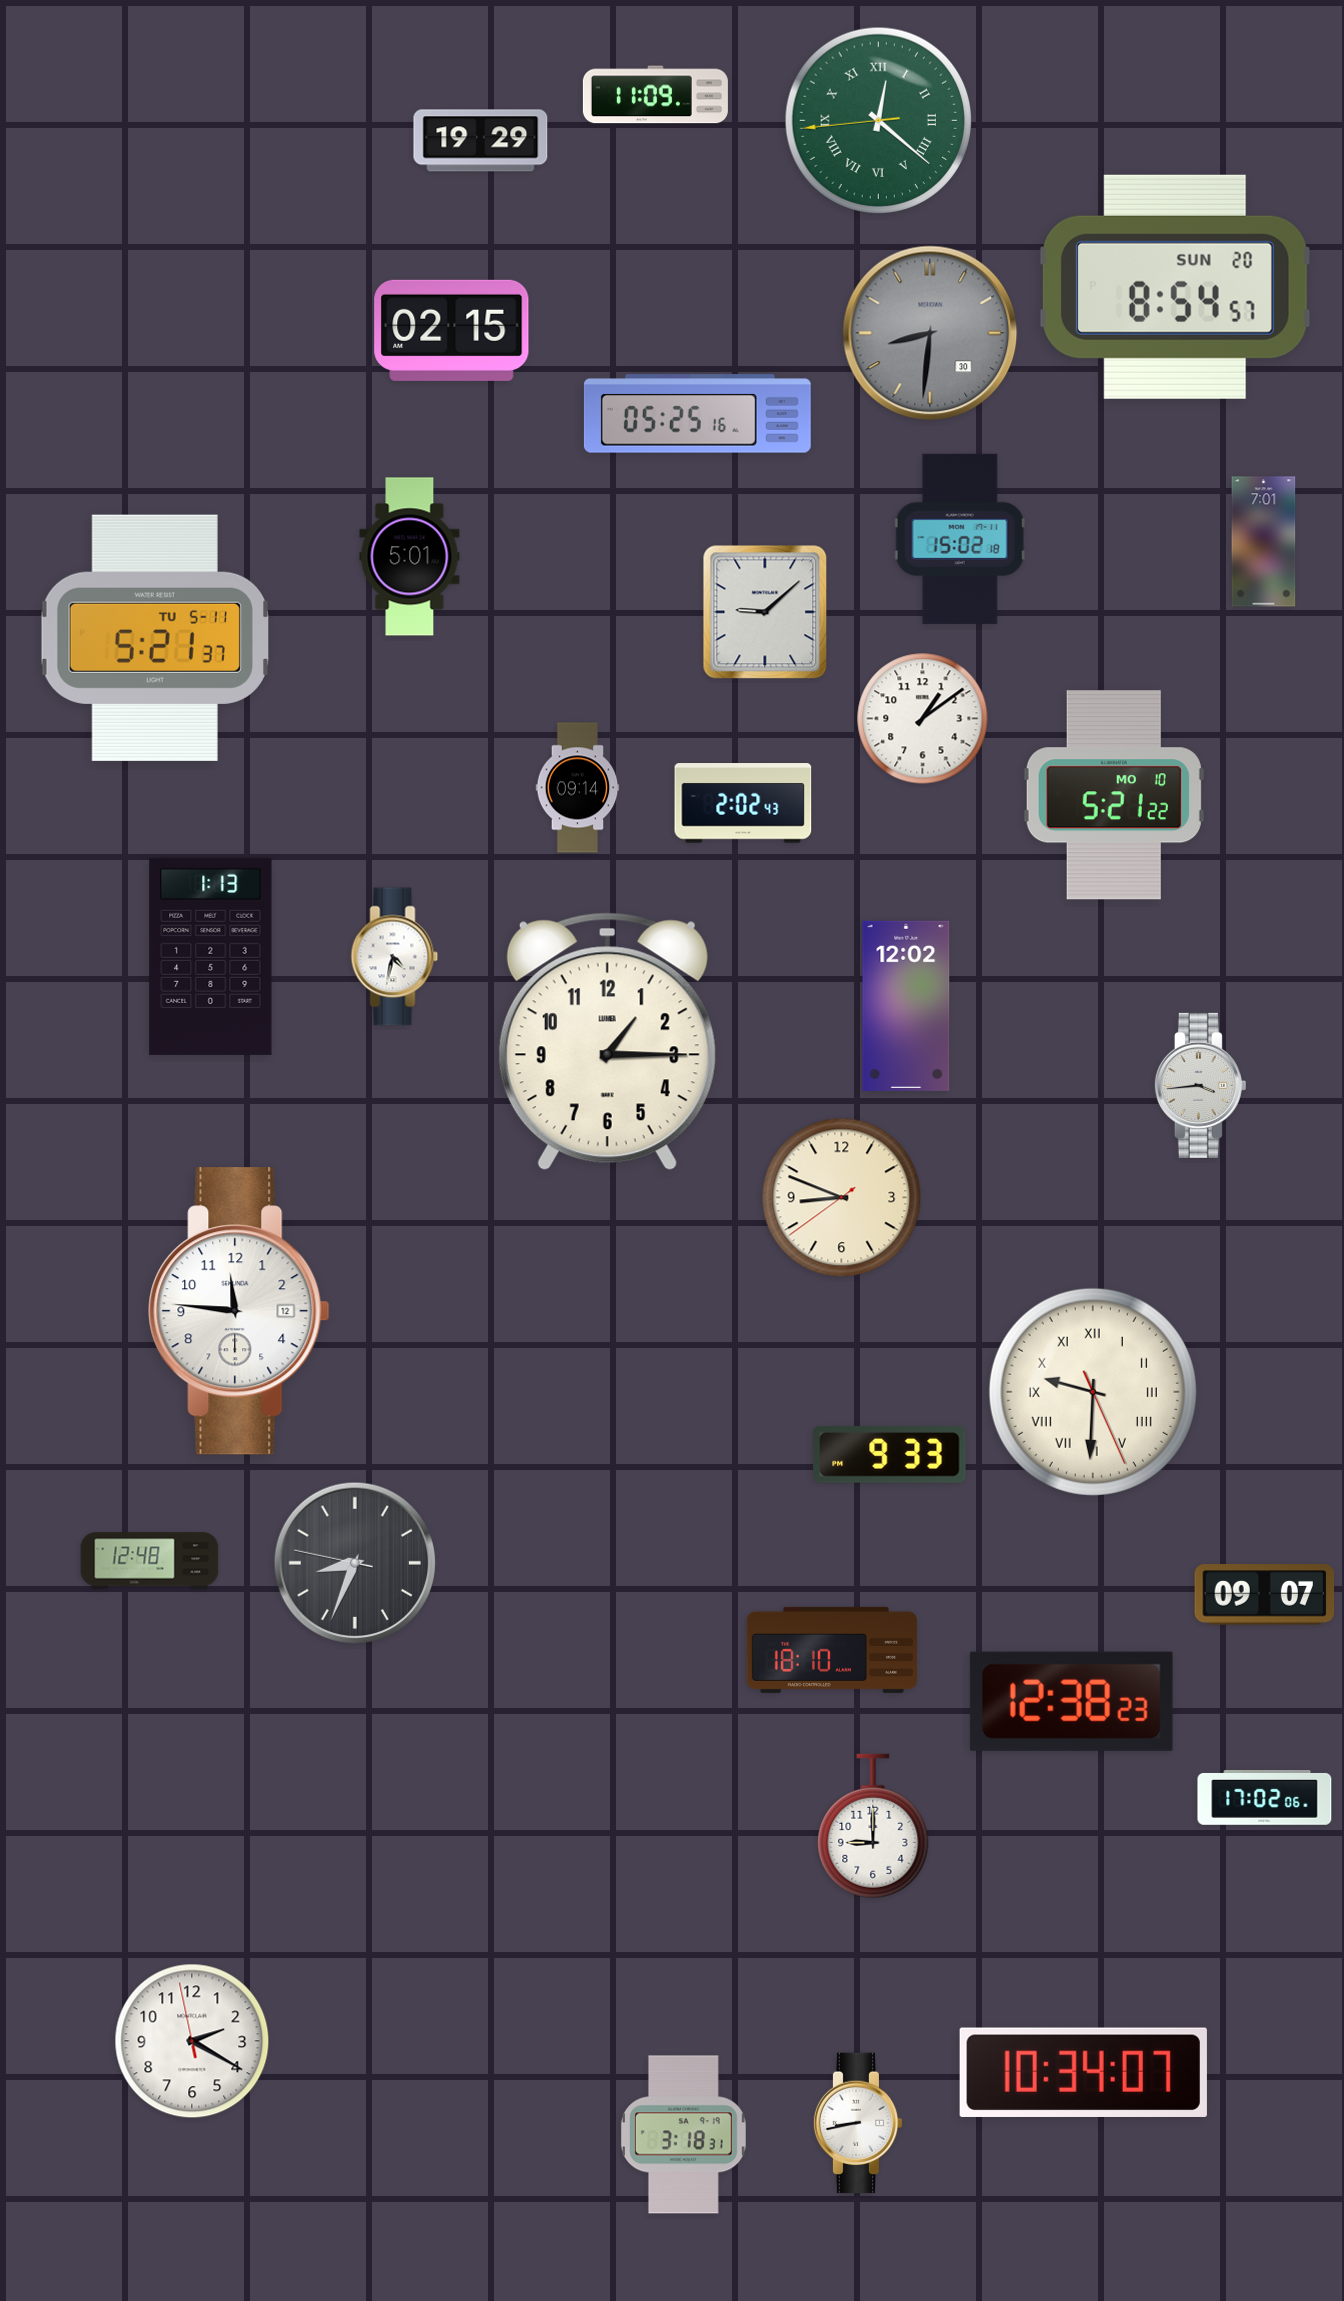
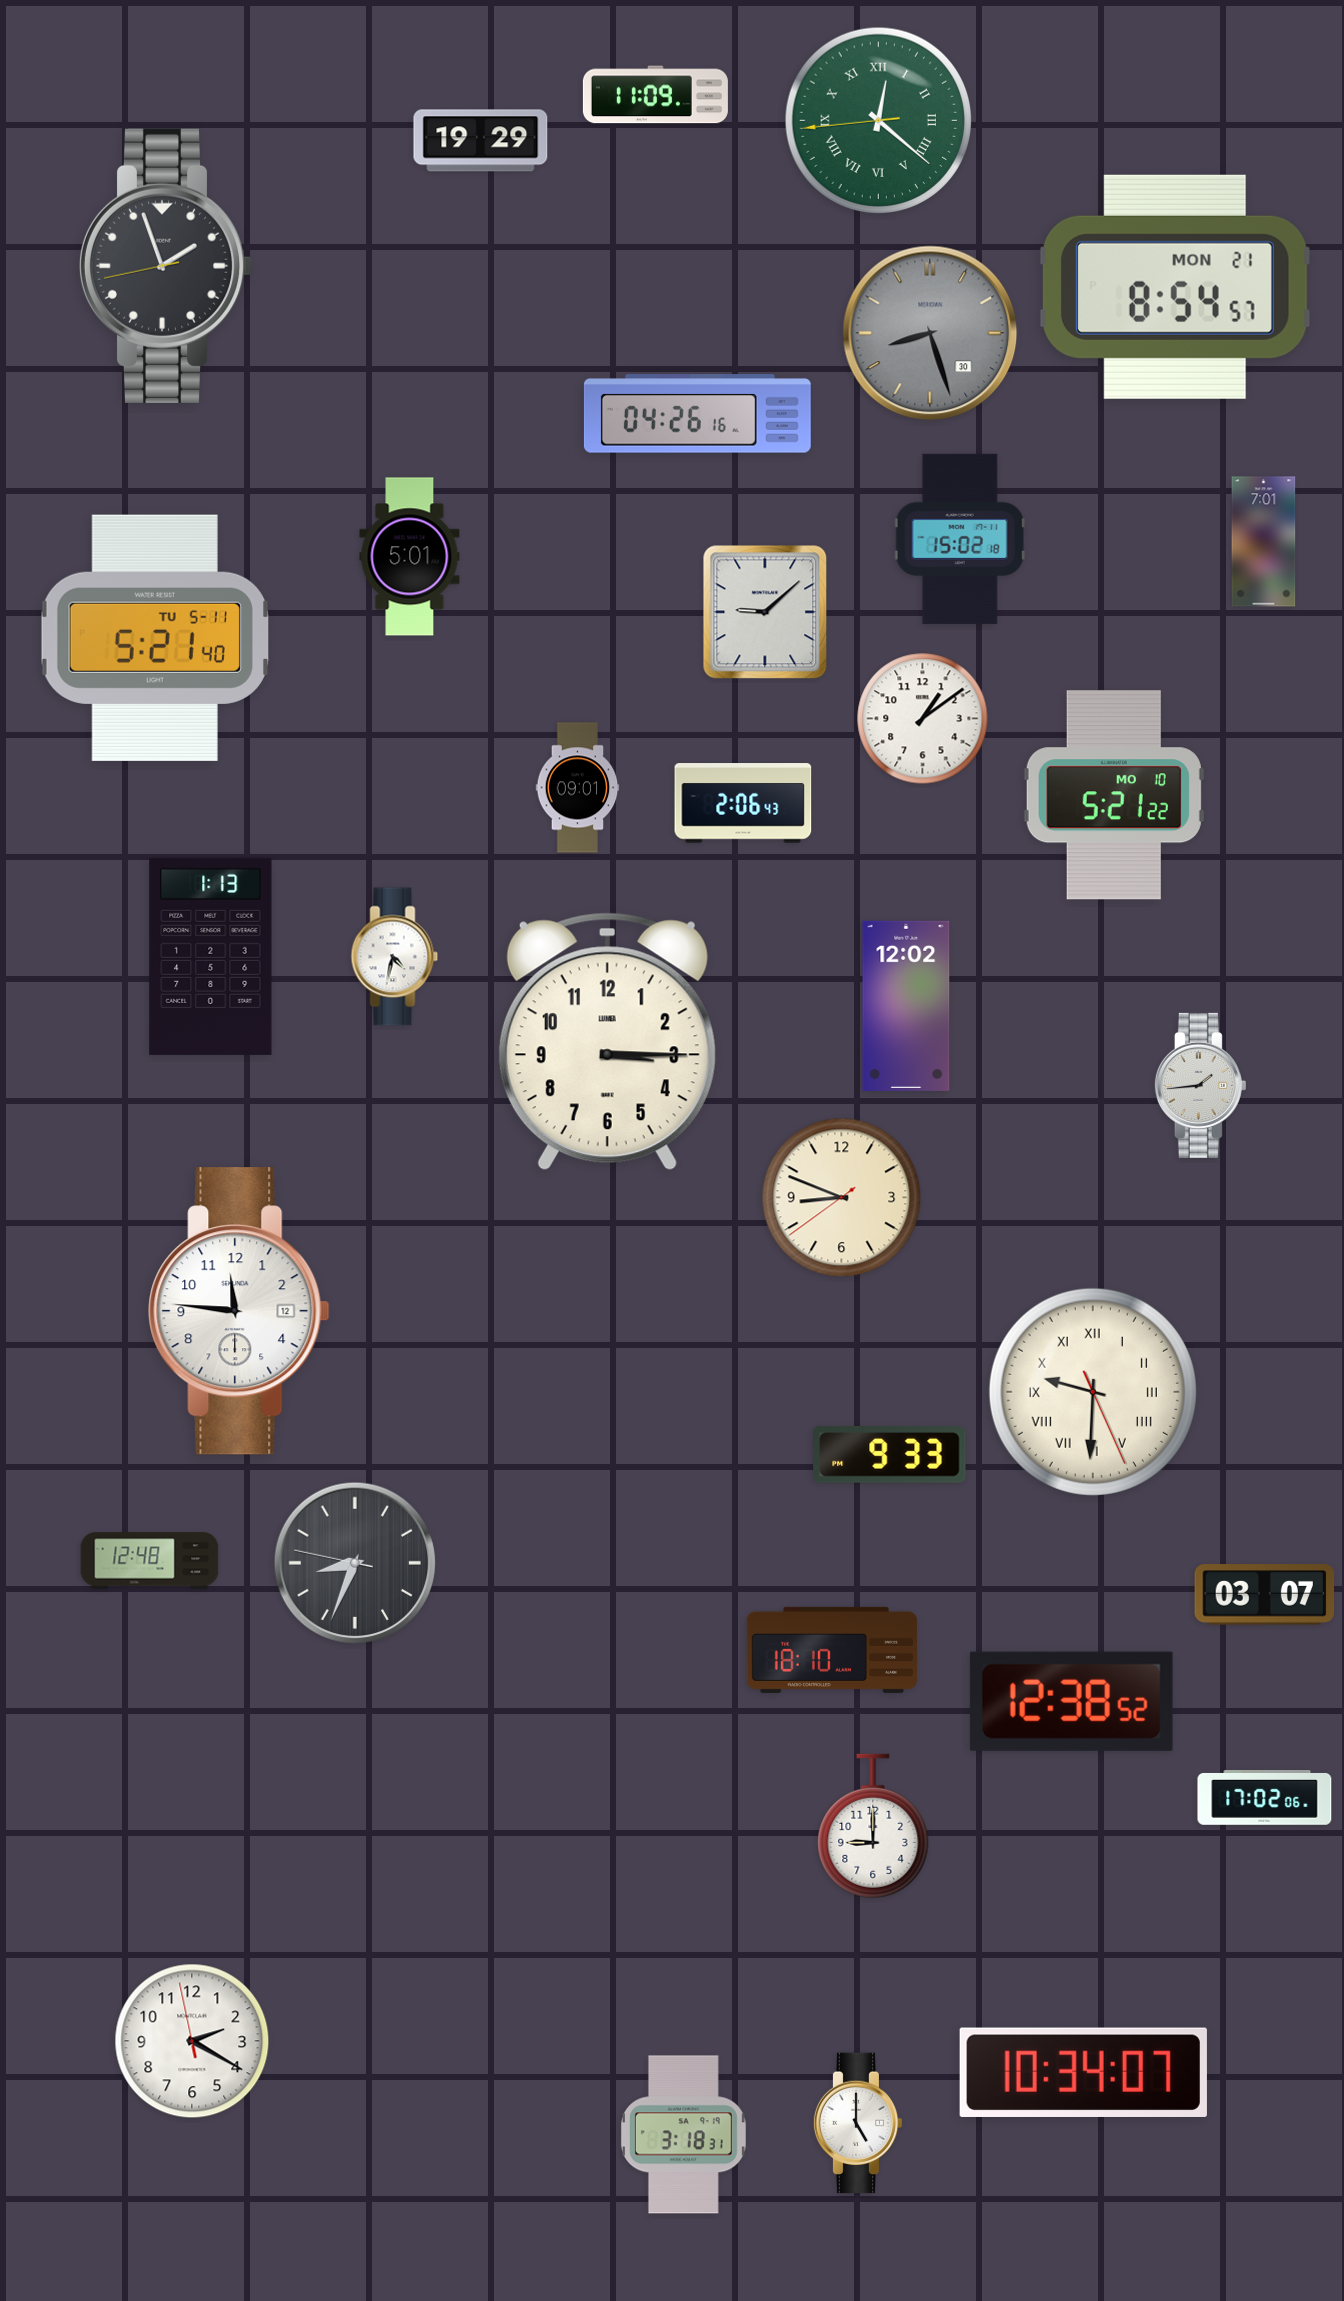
clock at (166, 266): none -> 1:56
clock at (1175, 287) date: SUN 20 -> MON 21
clock at (452, 330): 02:15 -> none
clock at (930, 333): 8:31 -> 8:27
clock at (697, 414): 05:25 -> 04:26
clock at (155, 638): 5:21:37 -> 5:21:40
clock at (578, 788): 09:14 -> 09:01
clock at (743, 803): 2:02 -> 2:06
clock at (607, 1042): 1:15 -> 3:15
clock at (1200, 1085): 3:44 -> 1:44
clock at (1265, 1595): 09:07 -> 03:07
clock at (1071, 1701): 12:38:23 -> 12:38:52
clock at (858, 2123): 8:43 -> 5:00
